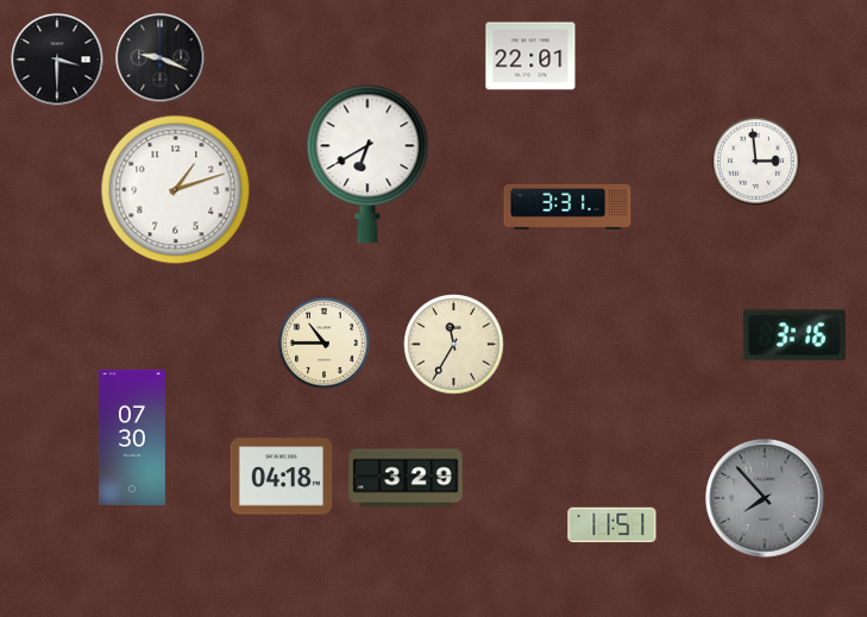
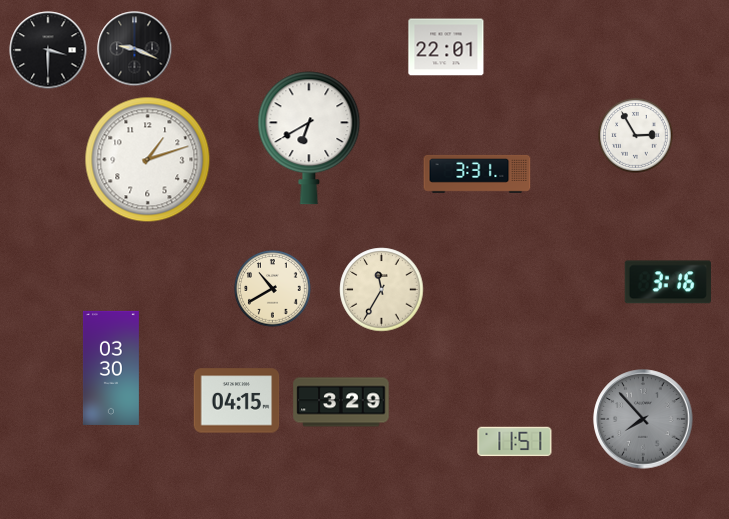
clock at (756, 162): 2:59 -> 2:55
clock at (325, 344): 10:45 -> 10:40
clock at (132, 437): 07:30 -> 03:30
clock at (282, 477): 04:18 -> 04:15
